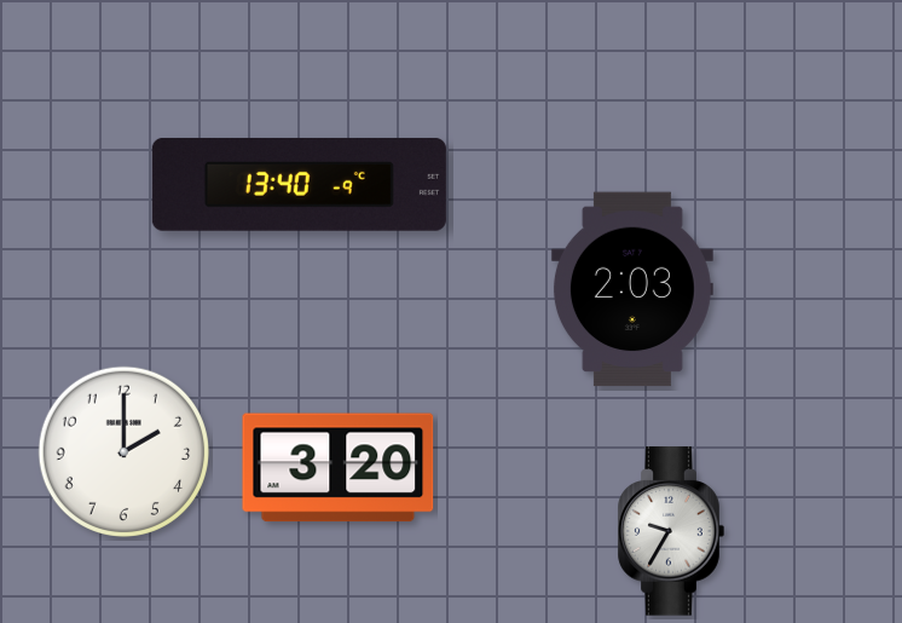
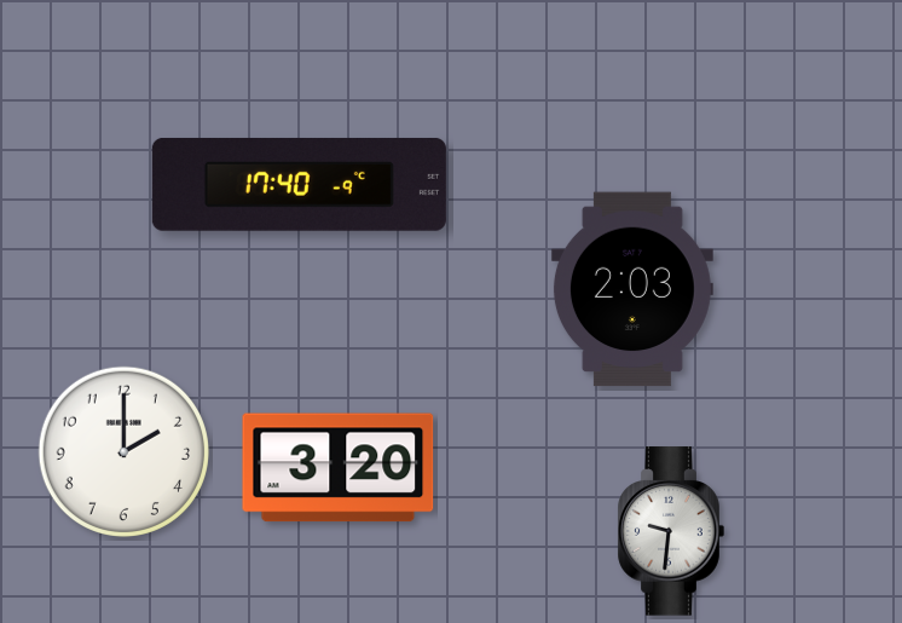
clock at (299, 184): 13:40 -> 17:40
clock at (671, 531): 9:35 -> 9:31
